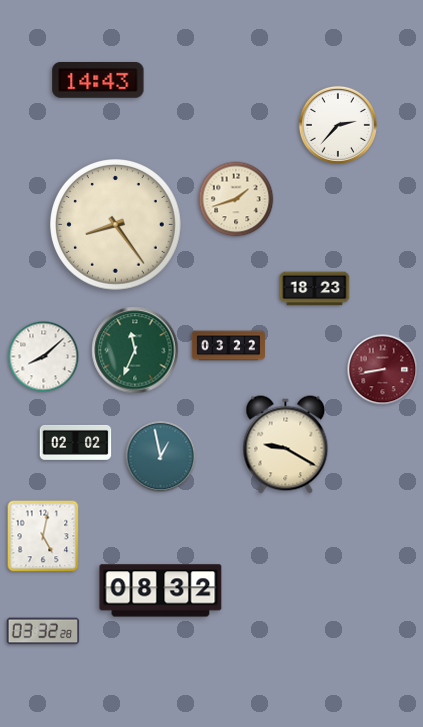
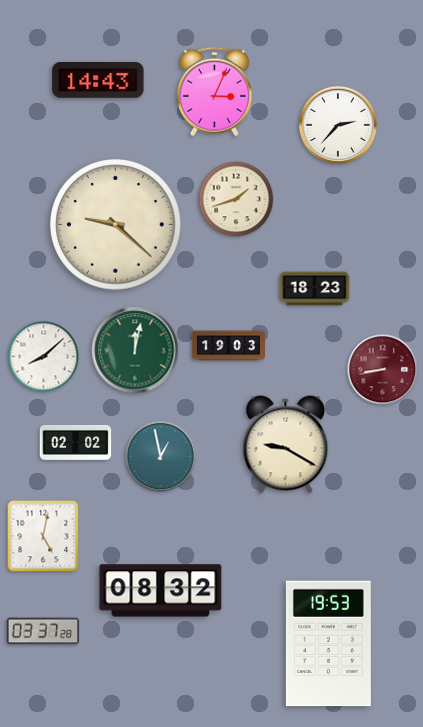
clock at (214, 92): none -> 3:04
clock at (116, 225): 8:24 -> 9:22
clock at (228, 346): 03:22 -> 19:03
clock at (135, 350): 11:34 -> 12:02
clock at (43, 631): 03:32 -> 03:37
clock at (328, 644): none -> 19:53
